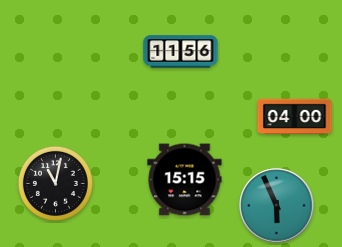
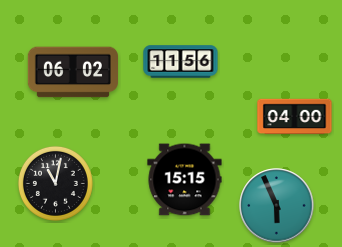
clock at (181, 52) position: (181, 52) -> (181, 62)
clock at (73, 72): none -> 06:02
